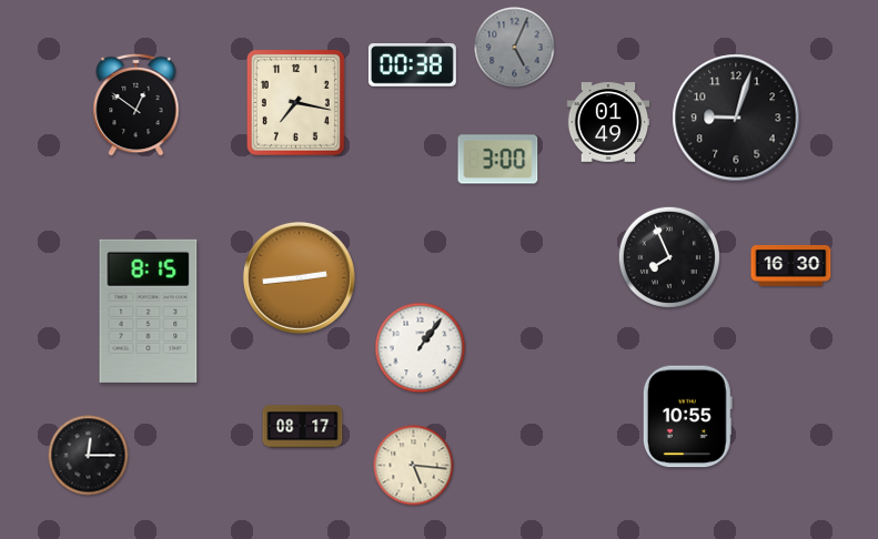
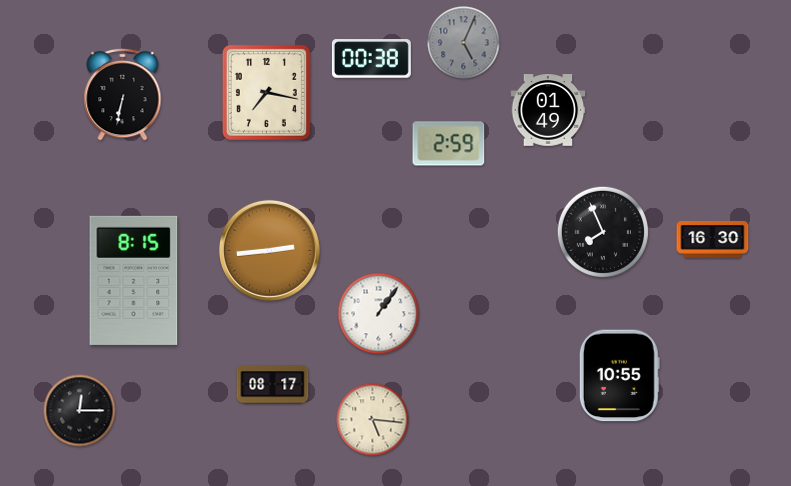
clock at (137, 104): 12:51 -> 6:32
clock at (736, 118): 9:03 -> none
clock at (498, 160): 3:00 -> 2:59
